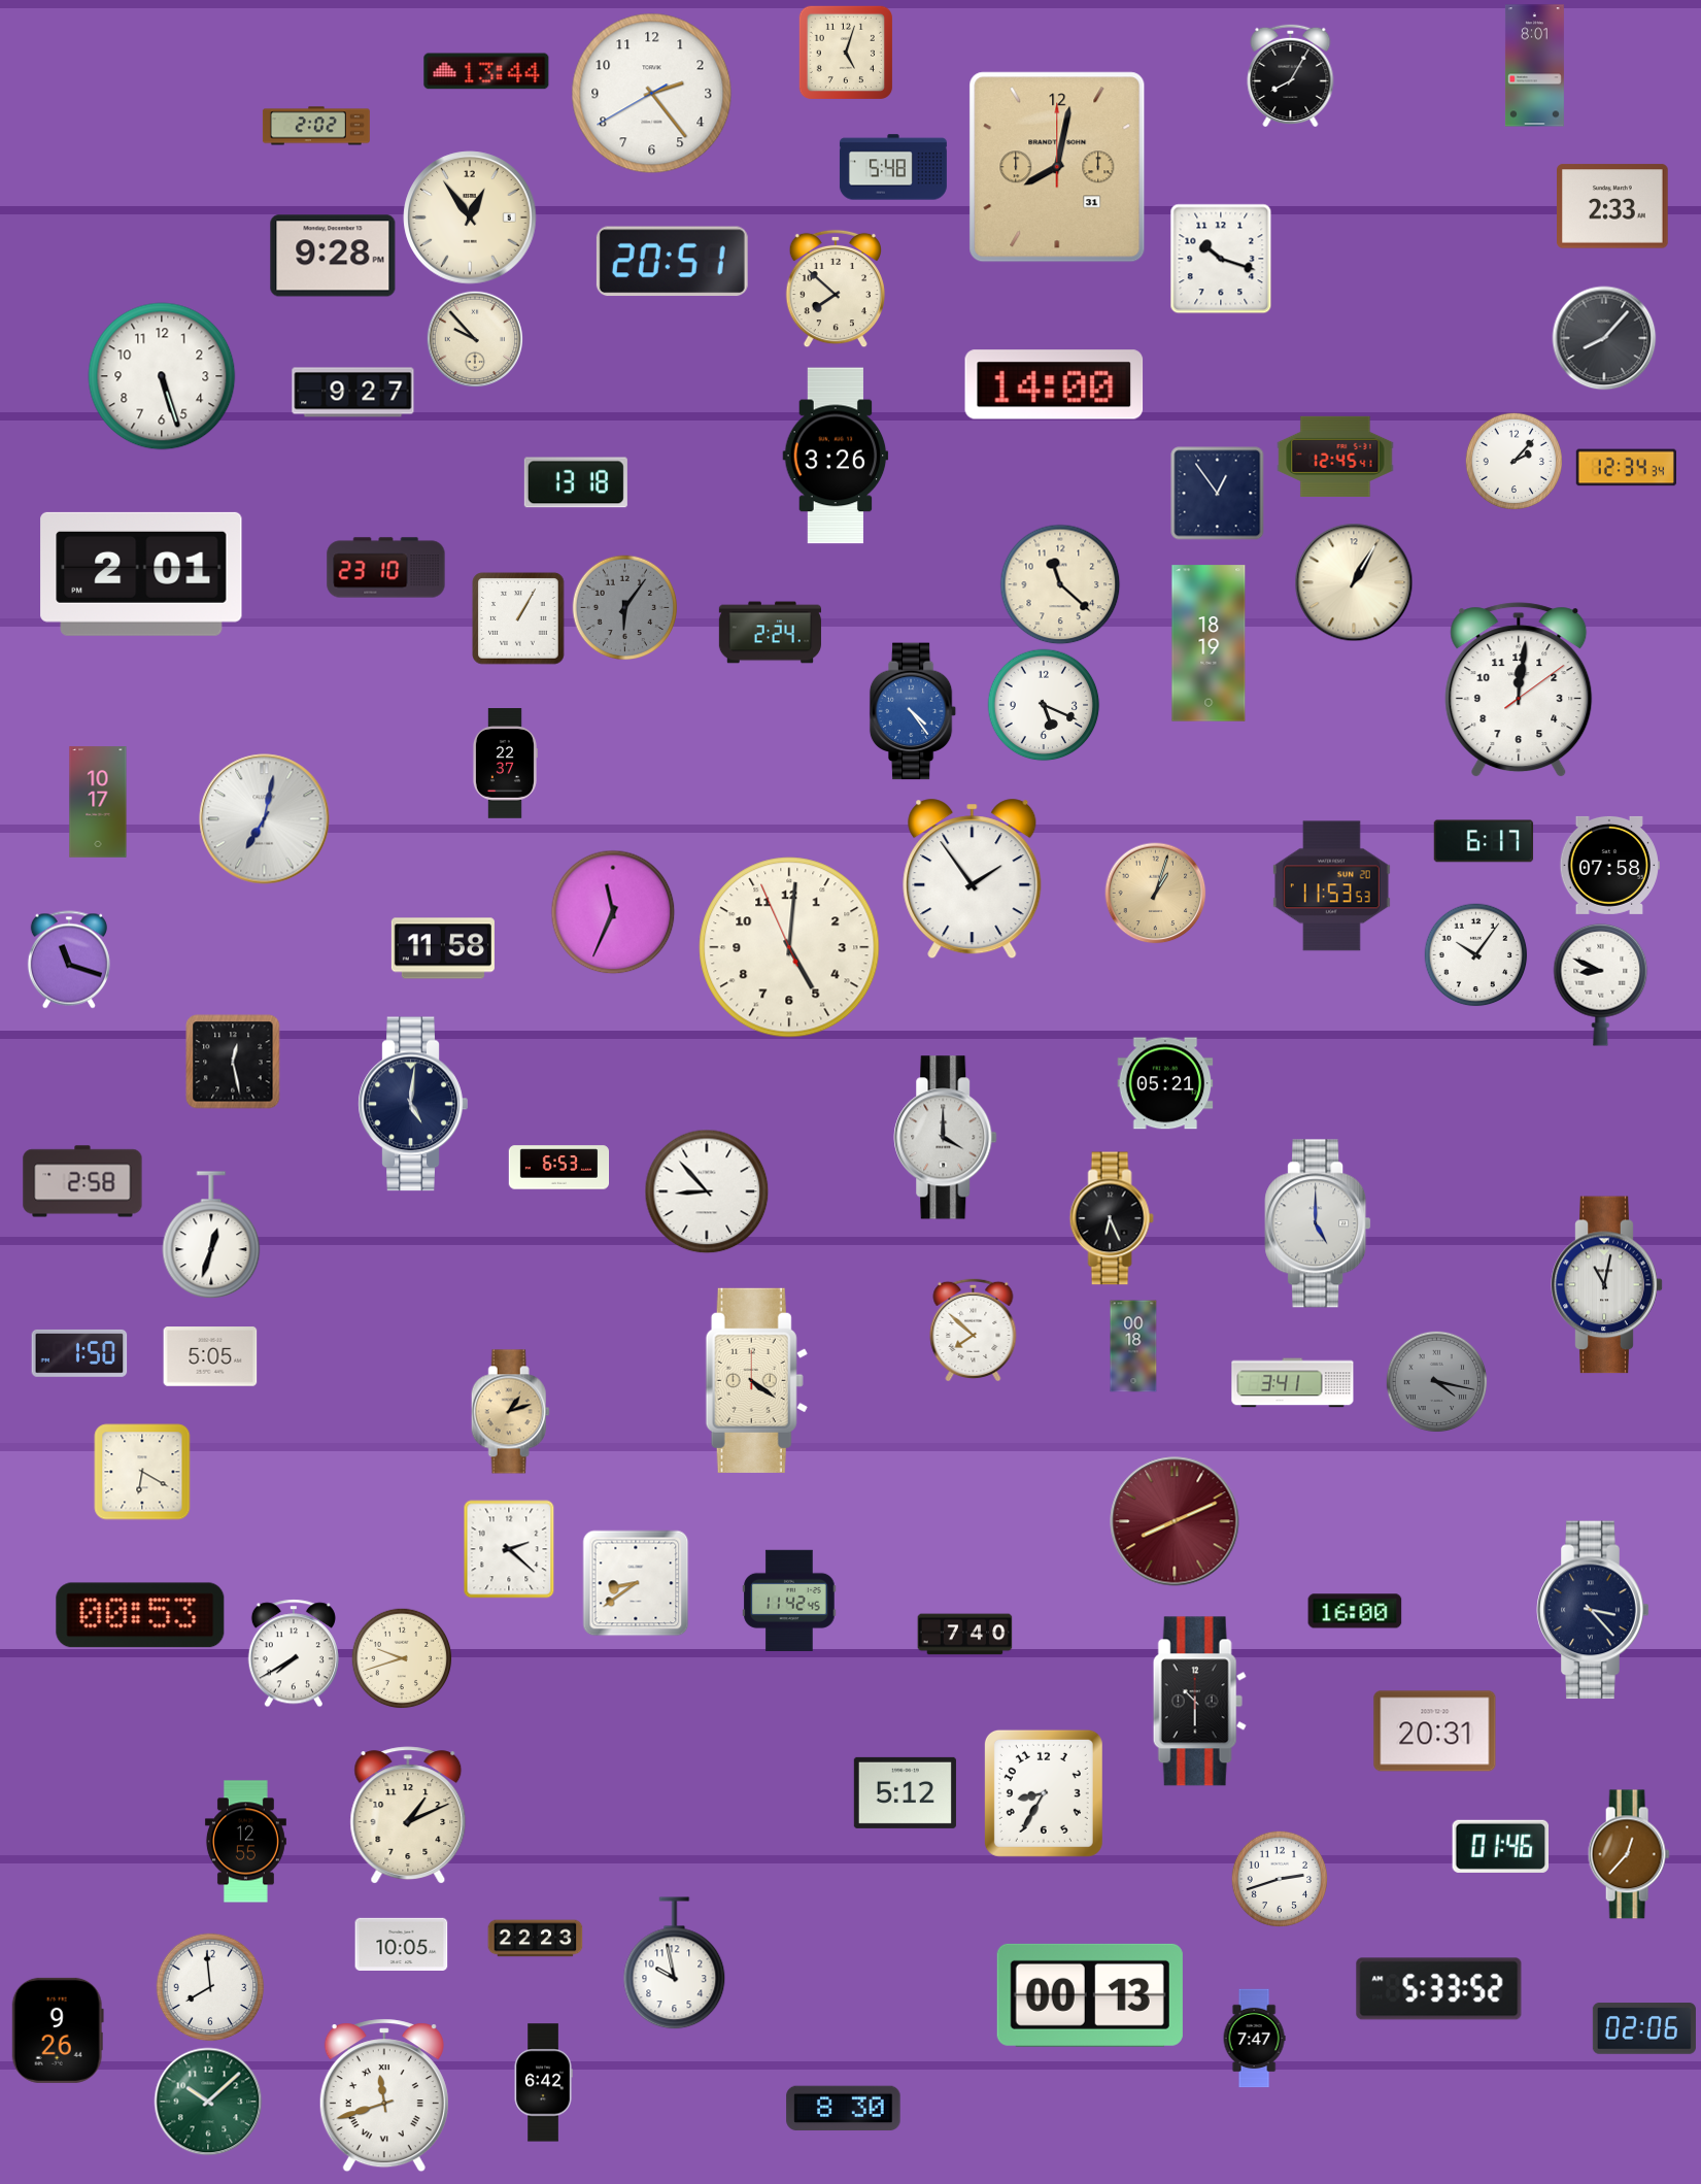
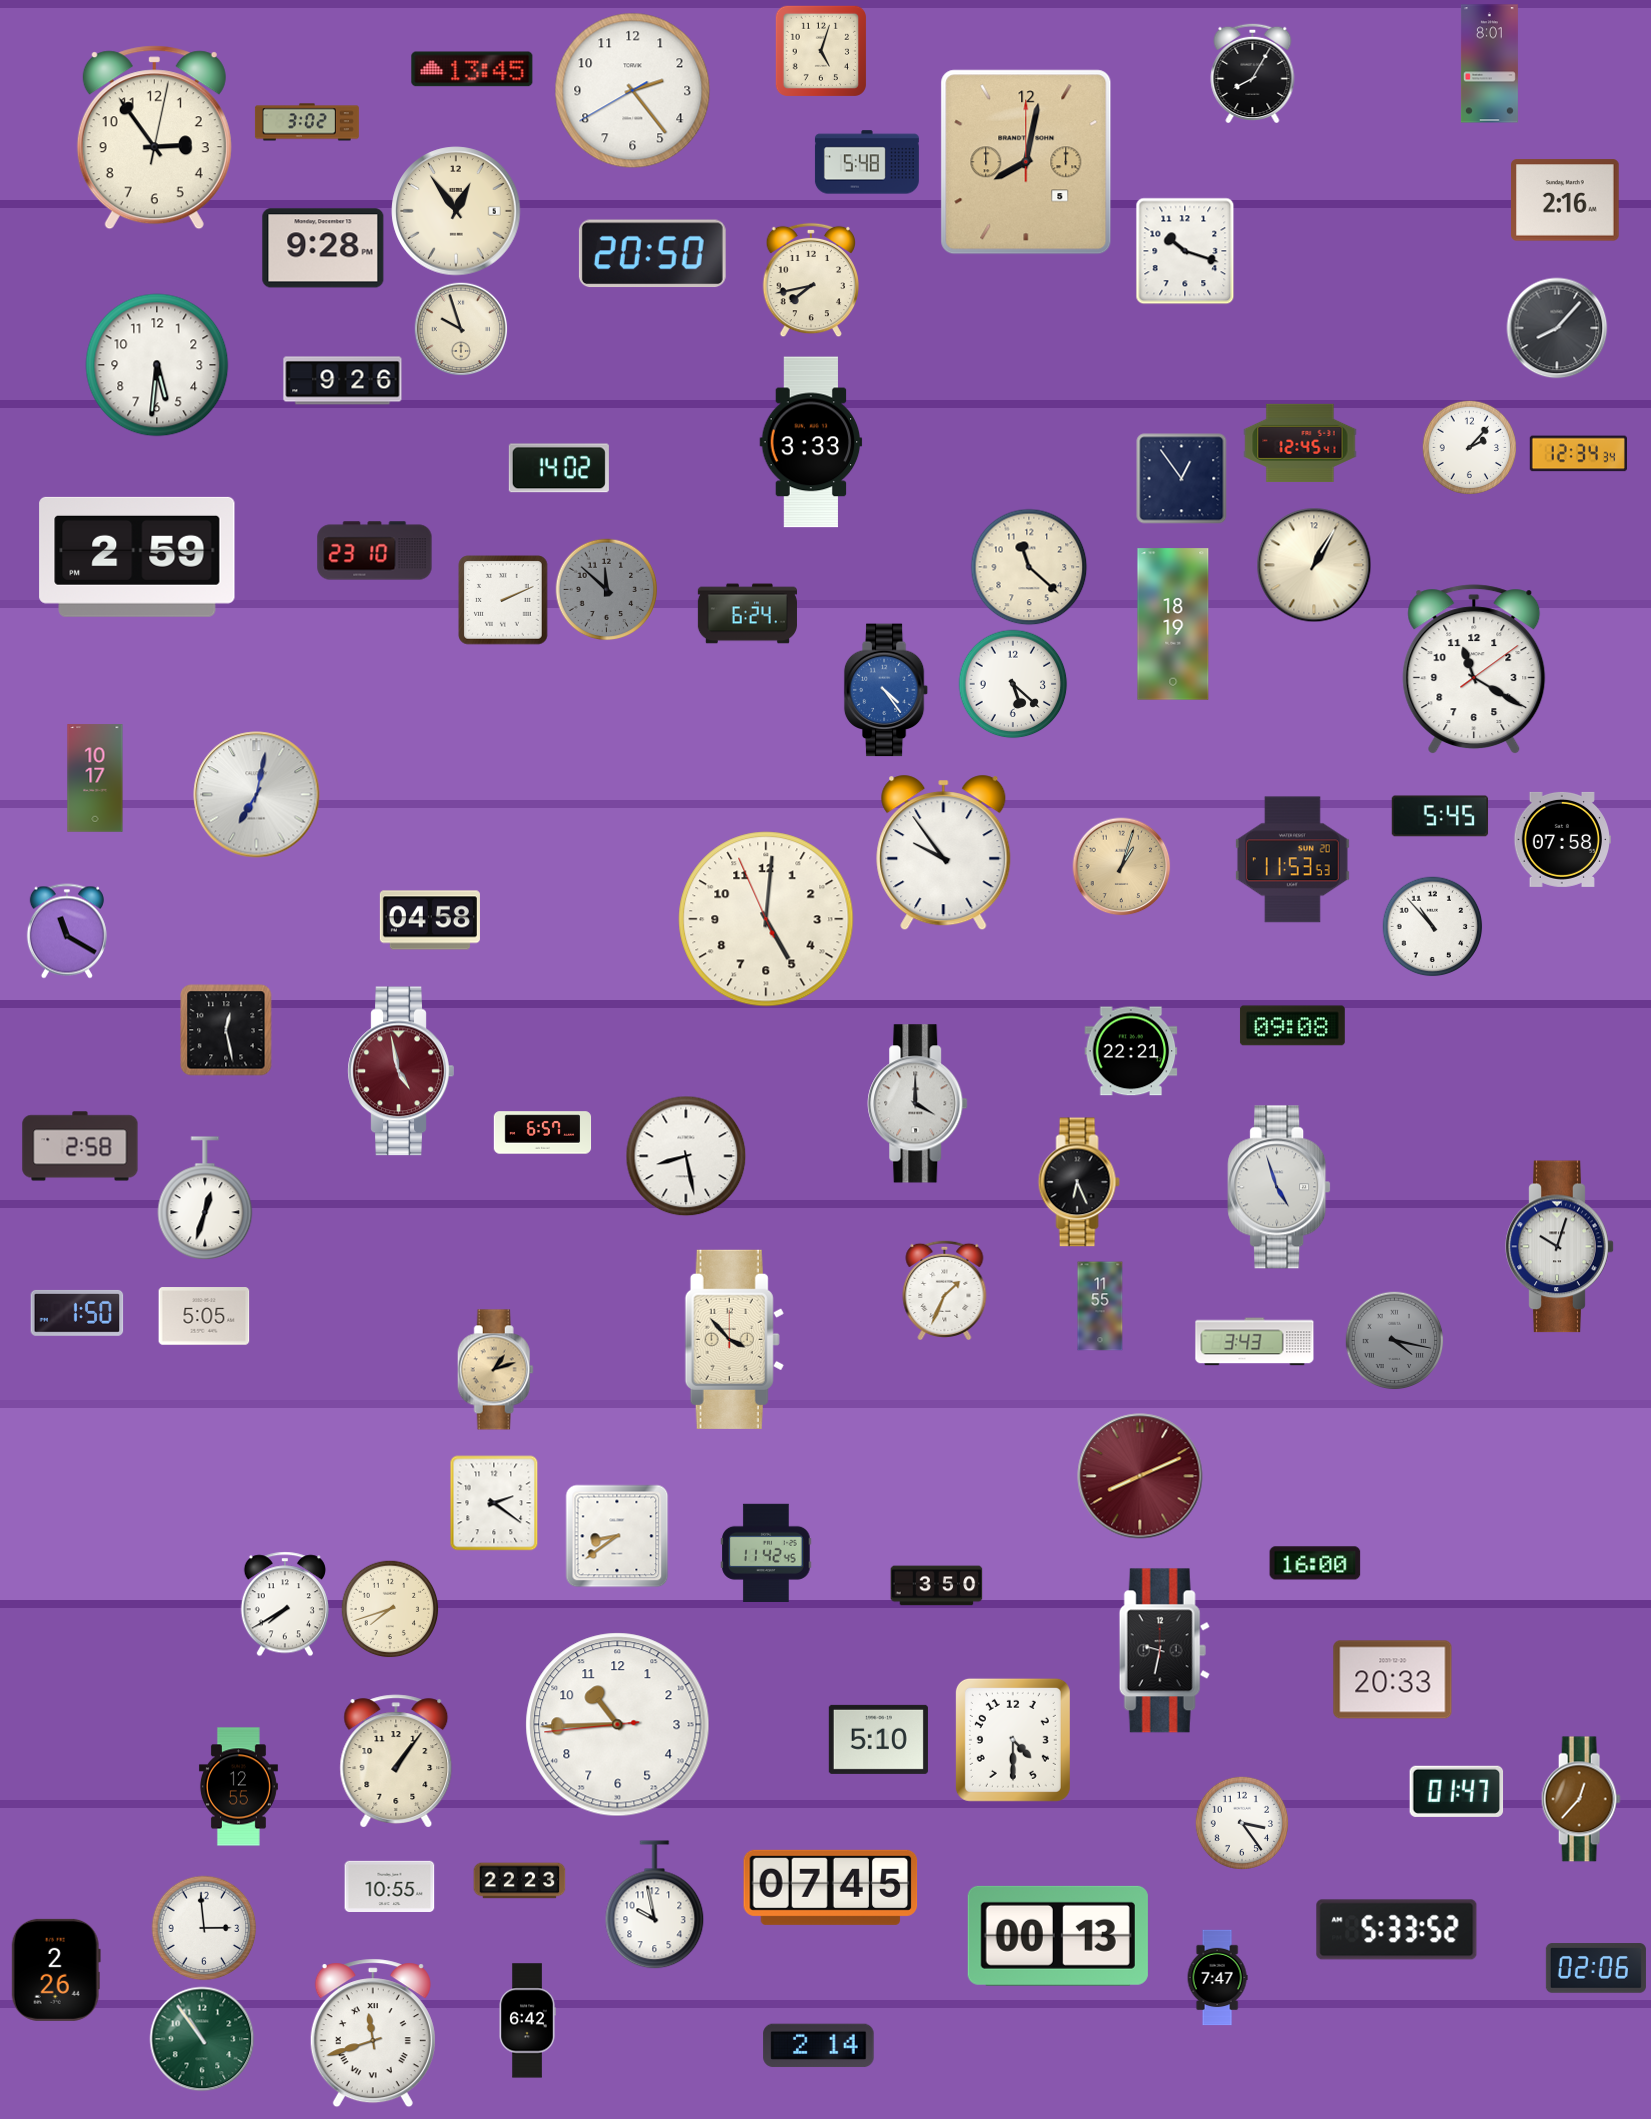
clock at (486, 71): 13:44 -> 13:45
clock at (316, 126): 2:02 -> 3:02
clock at (154, 138): none -> 2:54
clock at (1057, 167) date: 31 -> 5
clock at (1613, 206): 2:33 -> 2:16
clock at (672, 262): 20:51 -> 20:50
clock at (836, 289): 7:52 -> 7:43
clock at (475, 339): 9:53 -> 9:57
clock at (162, 376): 5:27 -> 5:31
clock at (1054, 384): 14:00 -> none
clock at (353, 393): 9:27 -> 9:26
clock at (836, 456): 3:26 -> 3:33
clock at (1335, 457) position: (1335, 457) -> (1300, 443)
clock at (576, 482): 13:18 -> 14:02
clock at (141, 574): 2:01 -> 2:59
clock at (625, 608): 6:06 -> 11:52
clock at (518, 618): 1:05 -> 2:11
clock at (770, 633): 2:24 -> 6:24
clock at (1519, 691): 12:01 -> 11:20
clock at (1044, 705): 5:19 -> 5:22
clock at (505, 764): 22:37 -> none
clock at (1484, 841): 6:17 -> 5:45
clock at (973, 879): 1:54 -> 9:54
clock at (613, 912): 11:34 -> none
clock at (443, 948): 11:58 -> 04:58
clock at (1476, 955): 10:06 -> 10:53
clock at (69, 960): 11:18 -> 11:20
clock at (1601, 984): 8:49 -> none
clock at (1292, 1026): none -> 09:08
clock at (1165, 1083): 05:21 -> 22:21
clock at (413, 1104): 5:01 -> 4:58
clock at (413, 1104) dial: navy -> burgundy
clock at (559, 1168): 6:53 -> 6:57
clock at (707, 1191): 8:53 -> 8:28
clock at (1318, 1223): 5:00 -> 4:57
clock at (1607, 1285): 11:02 -> 10:03
clock at (974, 1329): 7:52 -> 1:34
clock at (1133, 1346): 00:18 -> 11:55
clock at (756, 1380): 4:21 -> 3:53
clock at (1293, 1383): 3:41 -> 3:43
clock at (142, 1472): 6:20 -> none
clock at (509, 1549): 2:22 -> 2:21
clock at (1593, 1610): 3:23 -> none
clock at (140, 1615): 00:53 -> none
clock at (965, 1635): 7:40 -> 3:50
clock at (402, 1658): 9:42 -> 7:42
clock at (1199, 1702): 10:30 -> 9:32
clock at (1435, 1732): 20:31 -> 20:33
clock at (618, 1725): none -> 10:44
clock at (905, 1792): 5:12 -> 5:10
clock at (1044, 1793): 8:35 -> 4:30
clock at (408, 1815): 1:11 -> 1:06
clock at (1501, 1846): 01:46 -> 01:47
clock at (1279, 1878): 2:42 -> 3:24
clock at (402, 1944): 10:05 -> 10:55
clock at (831, 1887): none -> 07:45
clock at (210, 1987): 7:59 -> 2:59
clock at (58, 2030): 9:26 -> 2:26
clock at (208, 2102): 10:08 -> 10:54
clock at (844, 2109): 8:30 -> 2:14
